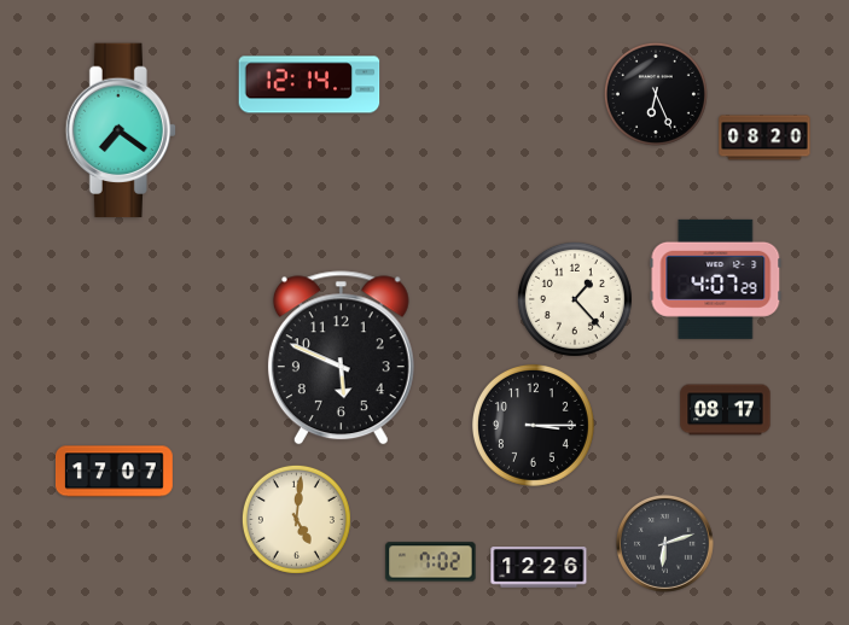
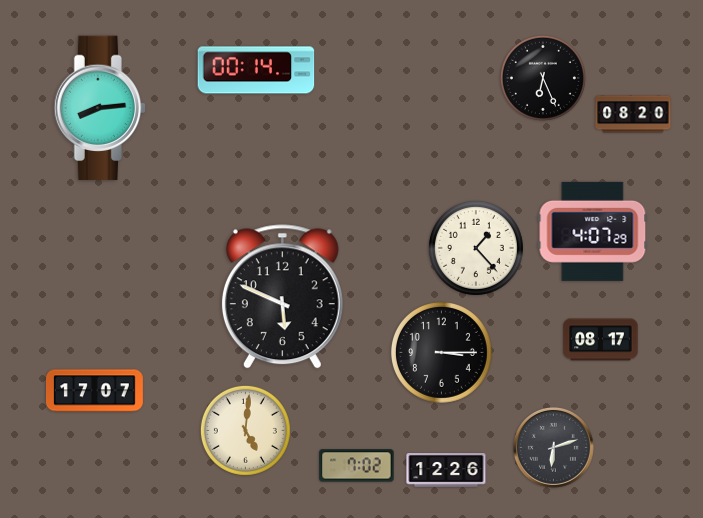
clock at (309, 84): 12:14 -> 00:14
clock at (120, 130): 7:21 -> 8:14
clock at (664, 543) position: (664, 543) -> (553, 447)
